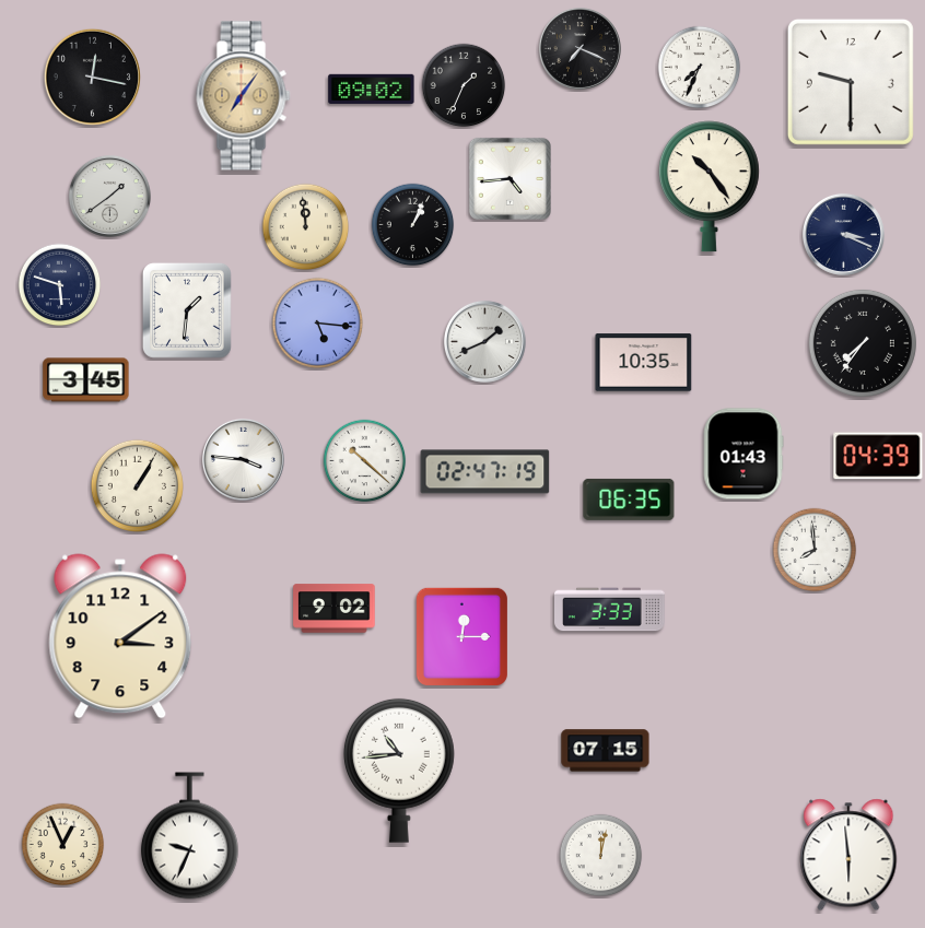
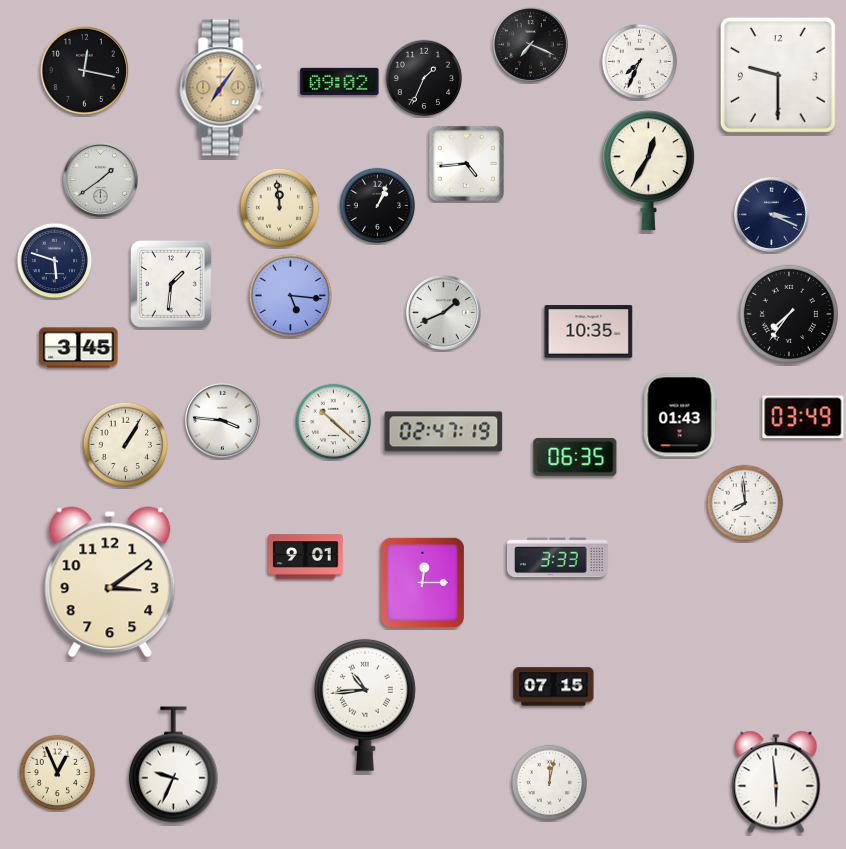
clock at (709, 187): 10:24 -> 12:35
clock at (878, 456): 04:39 -> 03:49
clock at (335, 609): 9:02 -> 9:01
